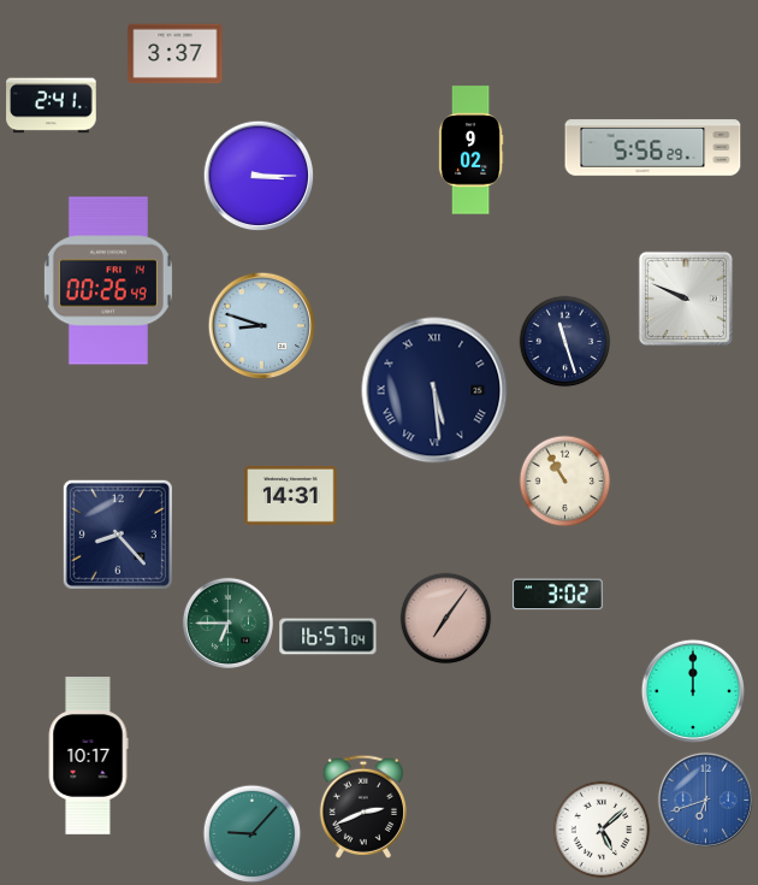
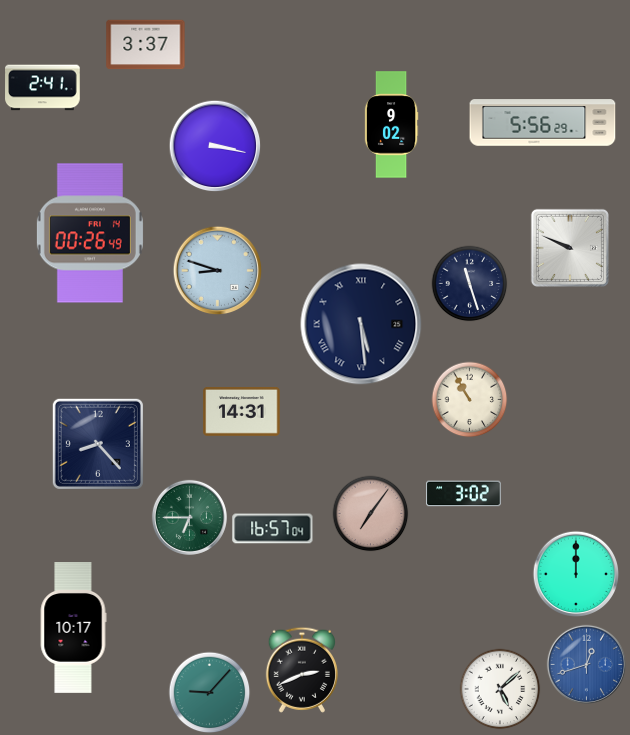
clock at (259, 176): 3:15 -> 3:17
clock at (705, 800): 6:42 -> 12:42
